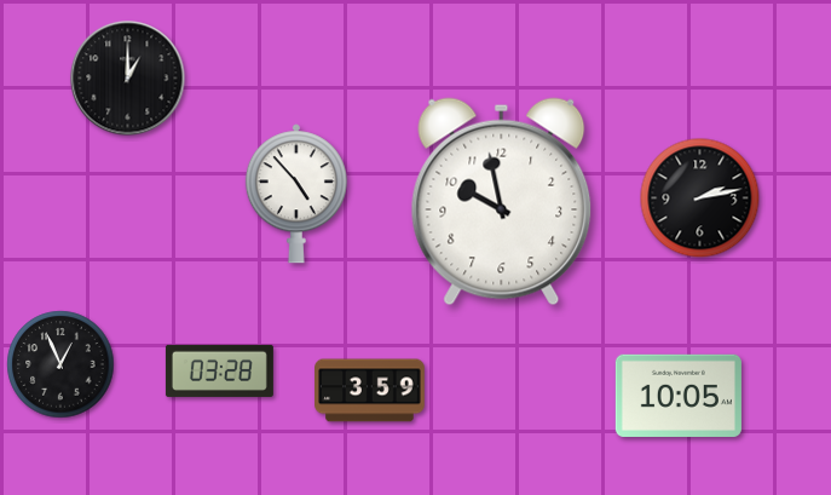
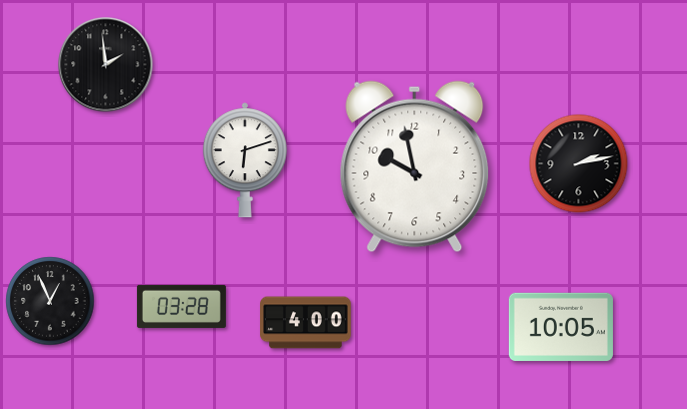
clock at (128, 79): 1:00 -> 1:59
clock at (296, 194): 4:53 -> 6:12
clock at (370, 391): 3:59 -> 4:00
